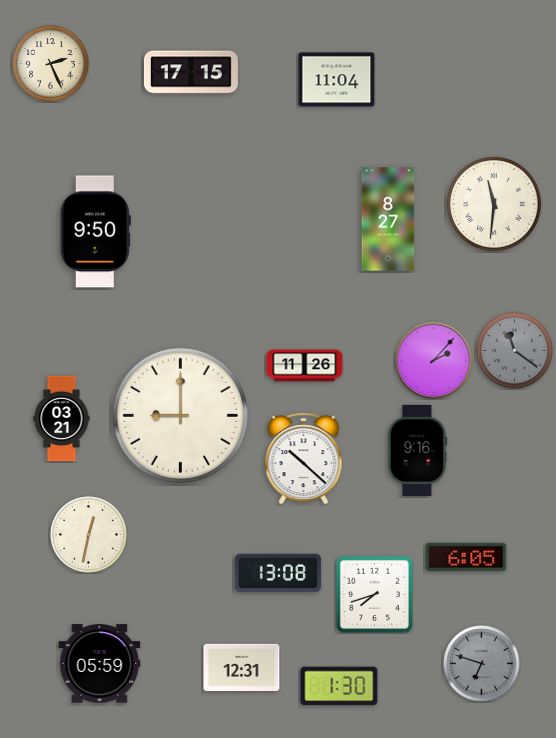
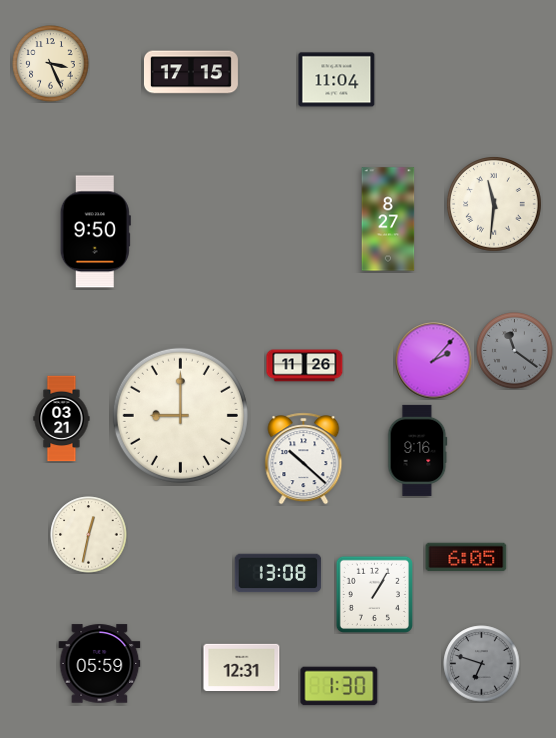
clock at (51, 64): 2:26 -> 3:26
clock at (374, 594): 7:42 -> 1:05
